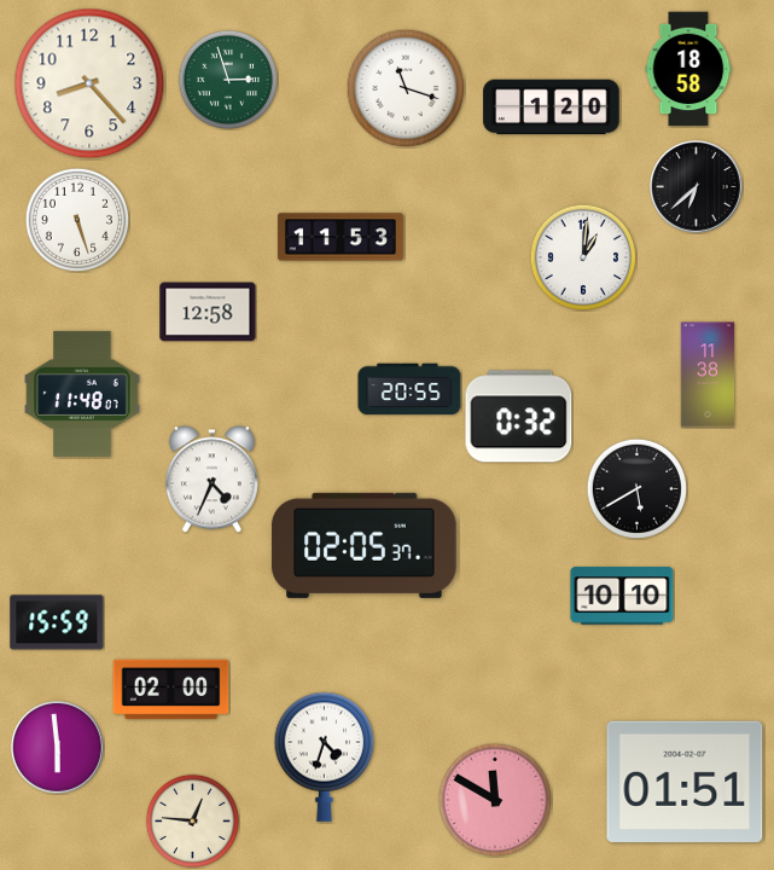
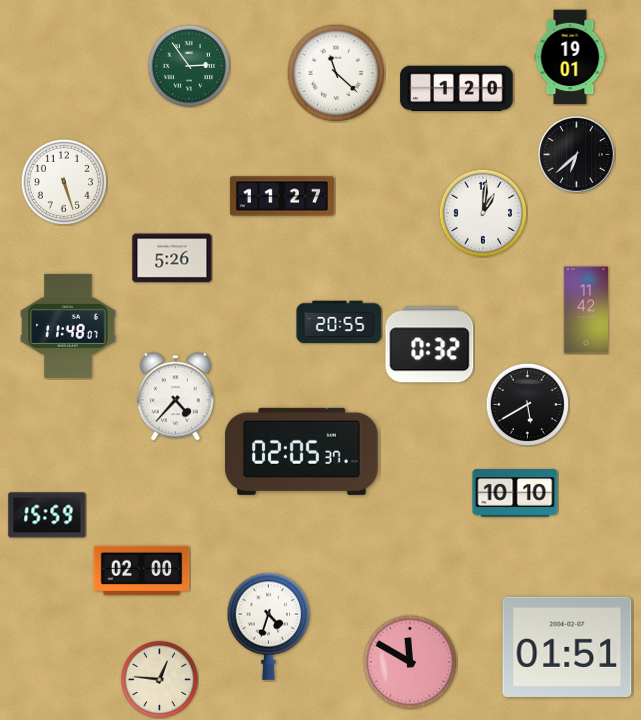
clock at (688, 69): 18:58 -> 19:01
clock at (228, 80): 2:57 -> 2:54
clock at (89, 83): 8:23 -> none
clock at (406, 88): 11:18 -> 11:22
clock at (341, 237): 11:53 -> 11:27
clock at (208, 312): 12:58 -> 5:26
clock at (708, 375): 11:38 -> 11:42
clock at (211, 480): 4:34 -> 4:37
clock at (58, 748): 5:59 -> none
